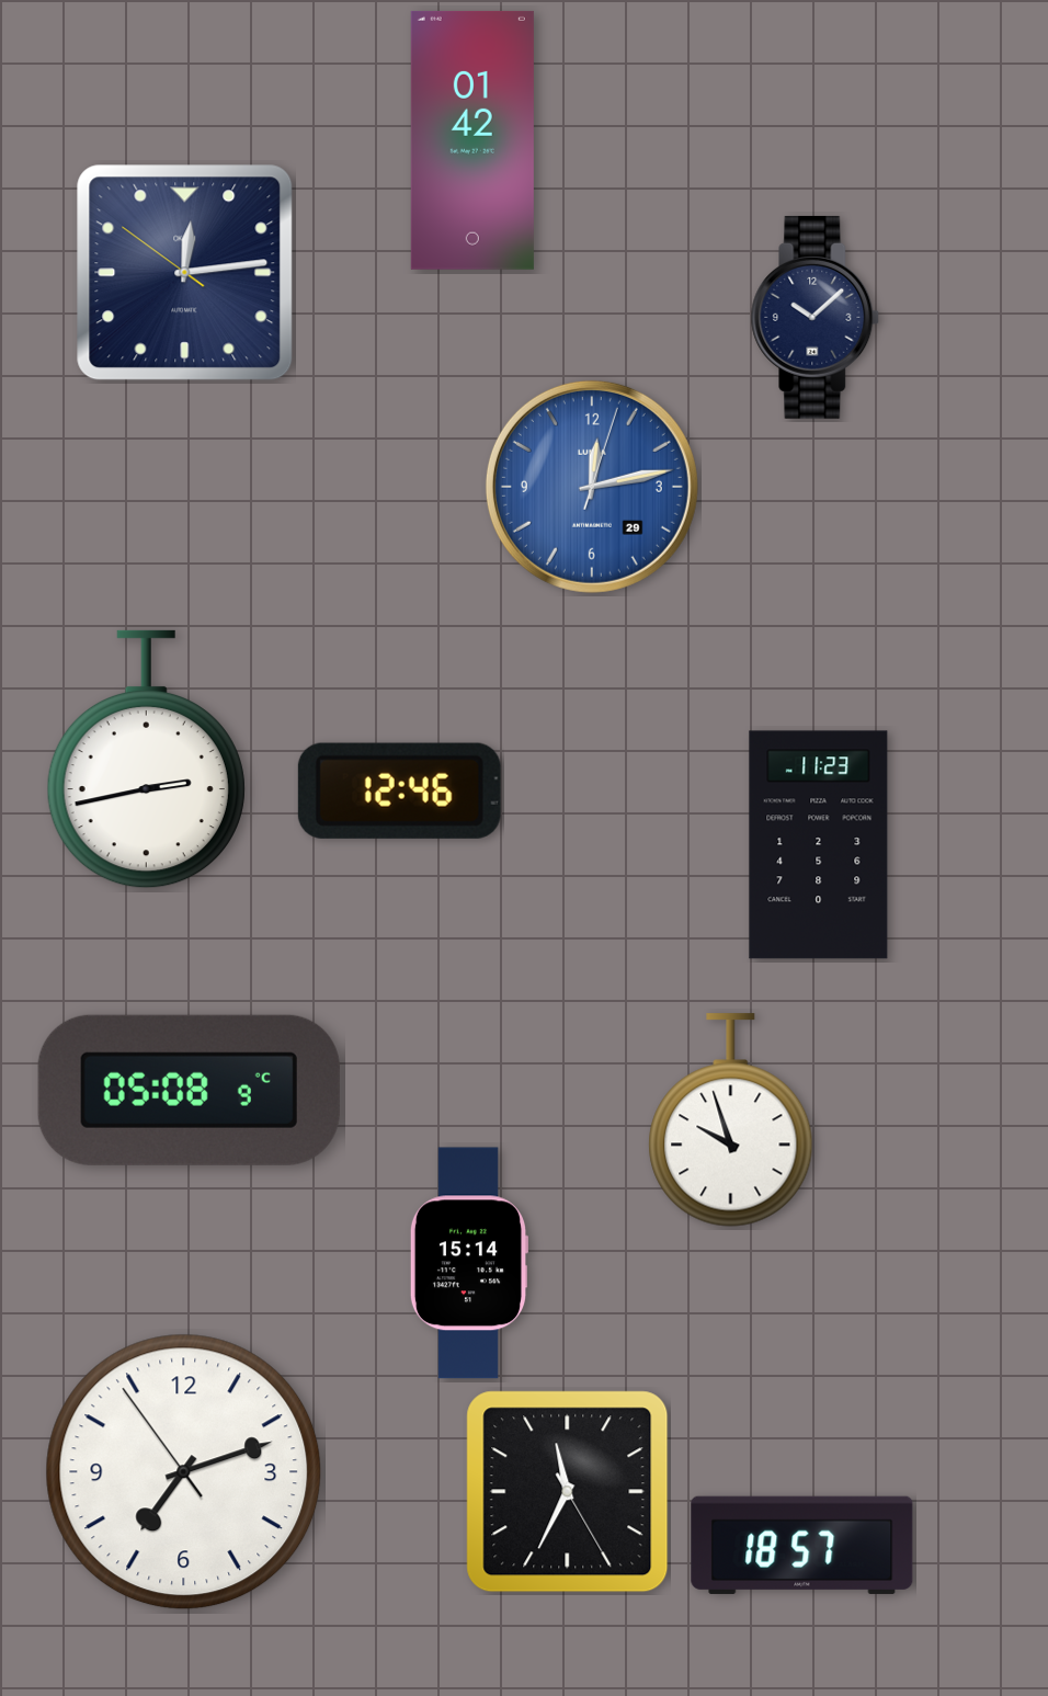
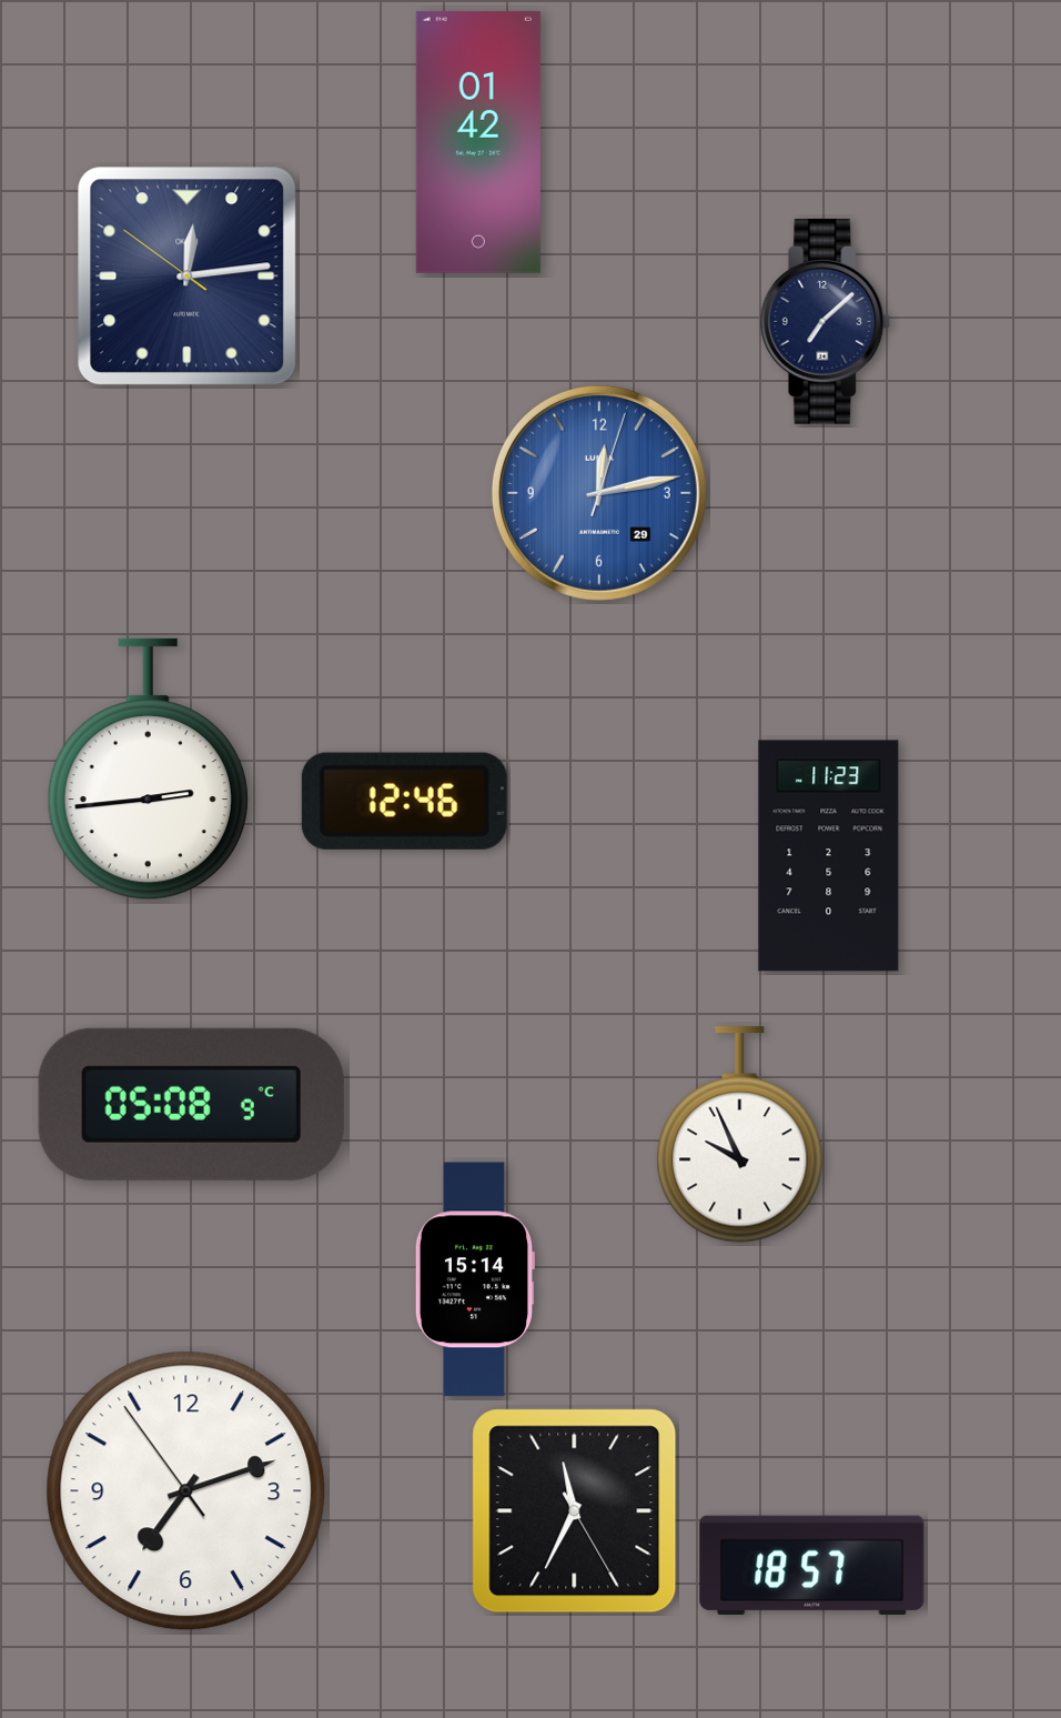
clock at (816, 317): 10:08 -> 7:08
clock at (146, 760): 2:43 -> 2:44
clock at (731, 1120): 9:57 -> 9:56
